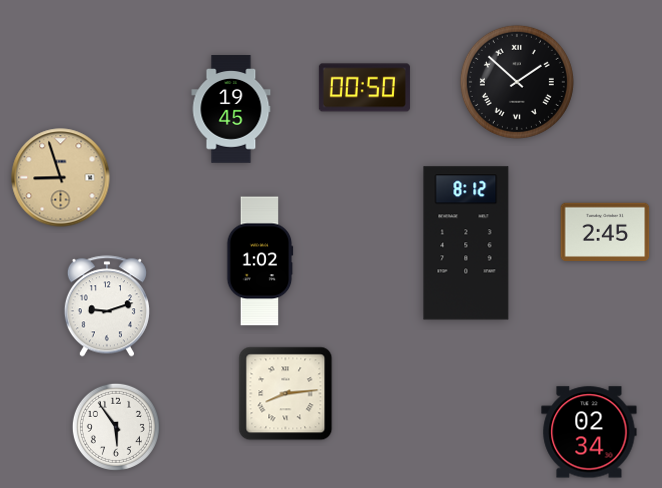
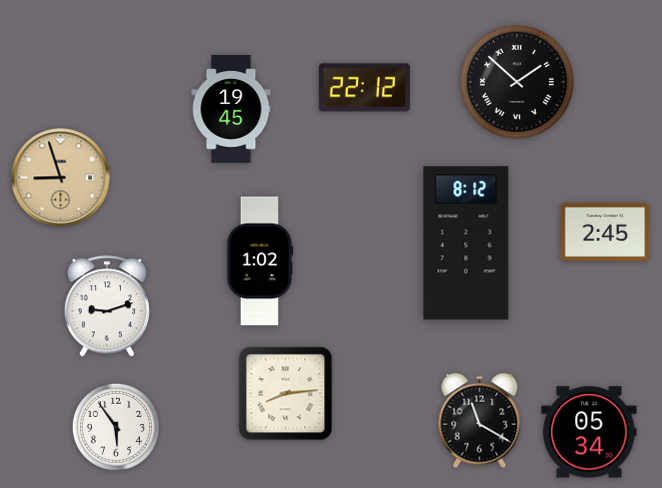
clock at (364, 88): 00:50 -> 22:12
clock at (480, 421): none -> 11:20
clock at (589, 432): 02:34 -> 05:34
